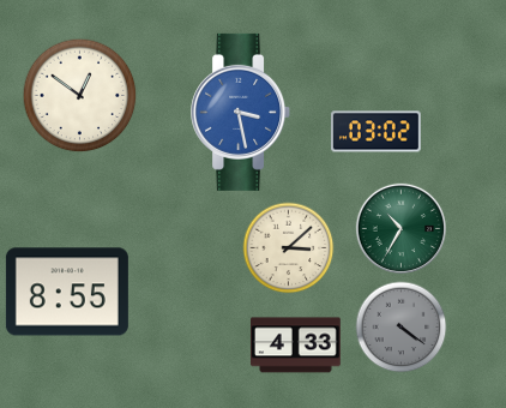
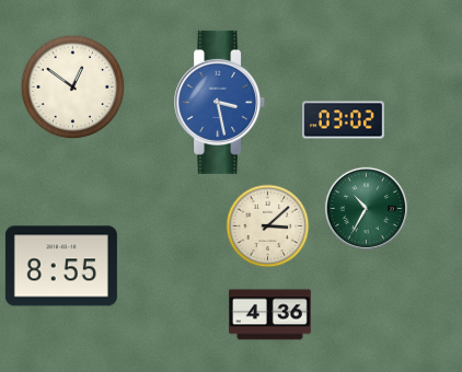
clock at (289, 248) position: (289, 248) -> (268, 226)
clock at (402, 328): 4:21 -> none
clock at (296, 346): 4:33 -> 4:36
